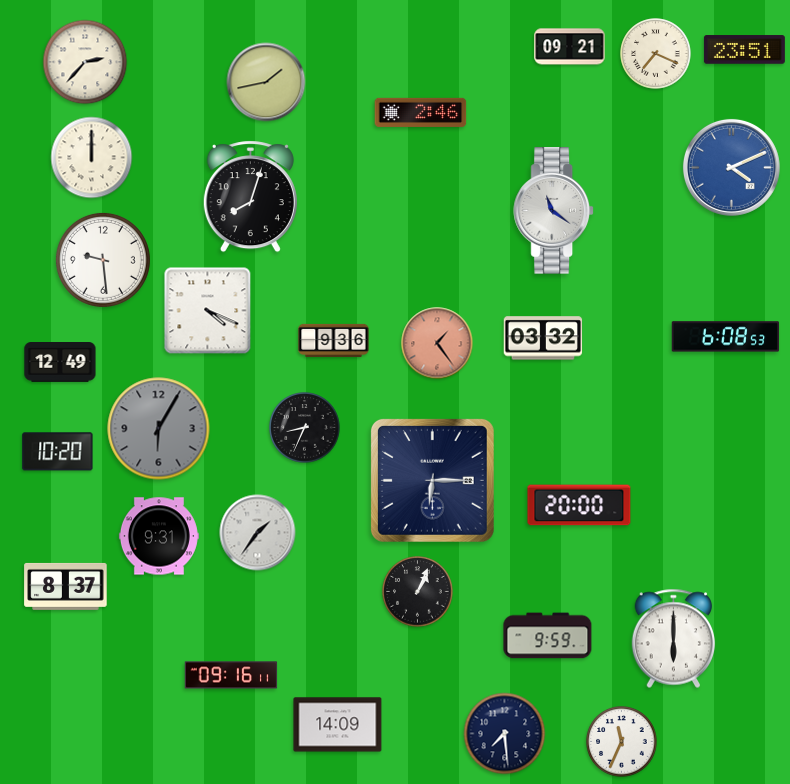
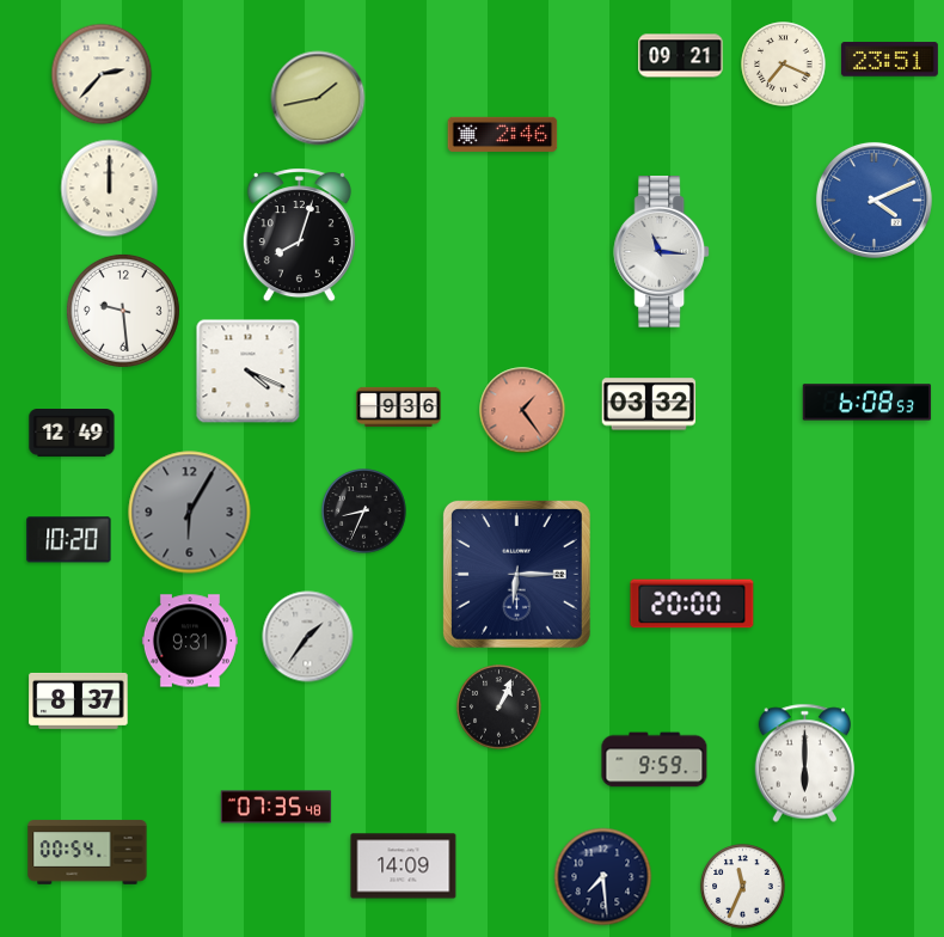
clock at (553, 211): 11:21 -> 11:16
clock at (231, 675): 09:16 -> 07:35
clock at (87, 852): none -> 00:54
